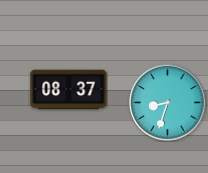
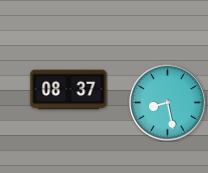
clock at (168, 103): 8:33 -> 8:28
